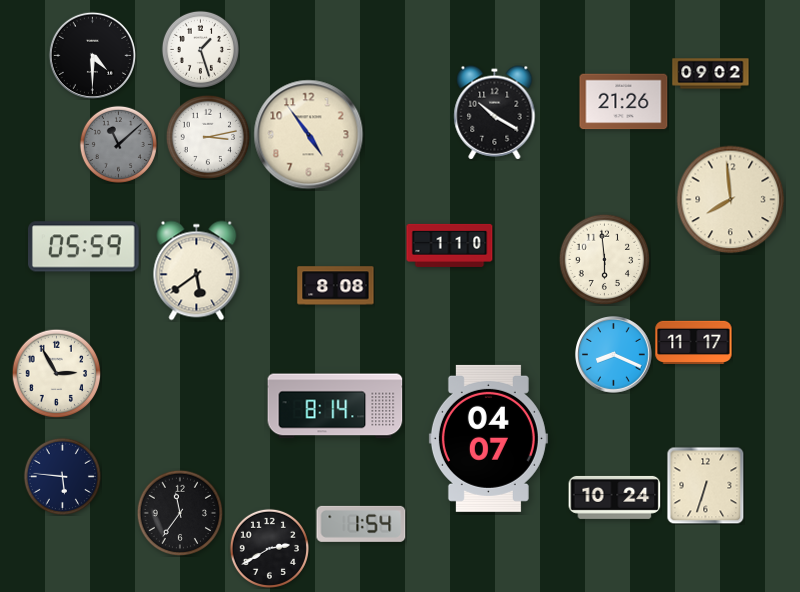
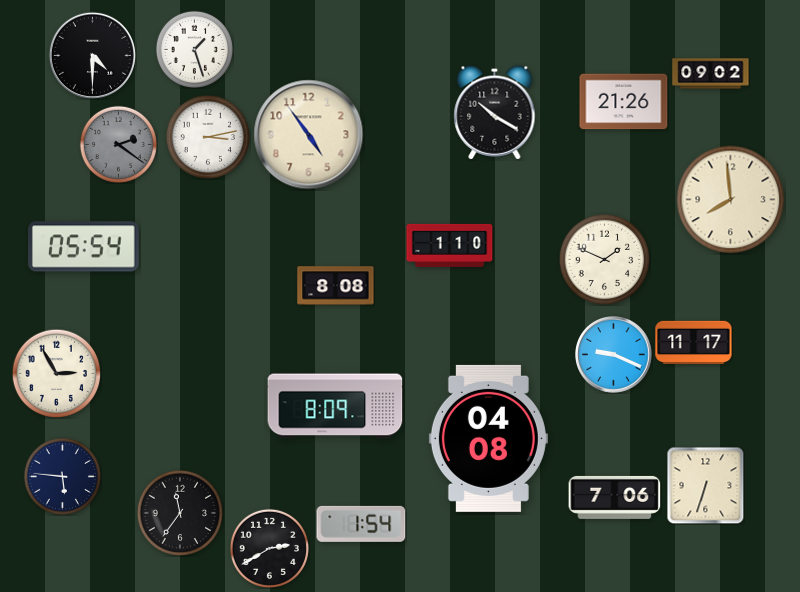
clock at (200, 49) position: (200, 49) -> (194, 49)
clock at (118, 144): 11:08 -> 2:21
clock at (84, 247): 05:59 -> 05:54
clock at (604, 259): 5:59 -> 1:49
clock at (197, 271): 5:39 -> none
clock at (614, 355): 8:19 -> 9:19
clock at (335, 406): 8:14 -> 8:09
clock at (488, 438): 04:07 -> 04:08
clock at (615, 497): 10:24 -> 7:06
